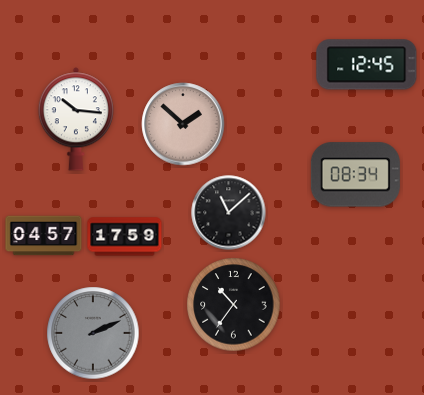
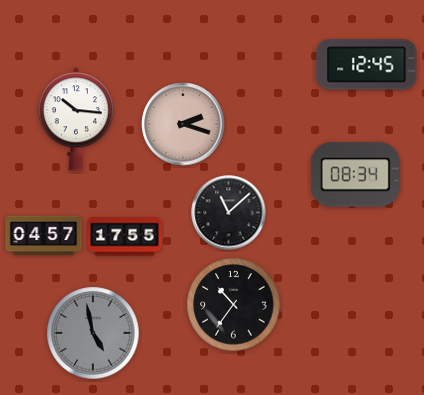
clock at (183, 124): 1:52 -> 2:18
clock at (125, 237): 17:59 -> 17:55
clock at (93, 333): 2:11 -> 4:58
